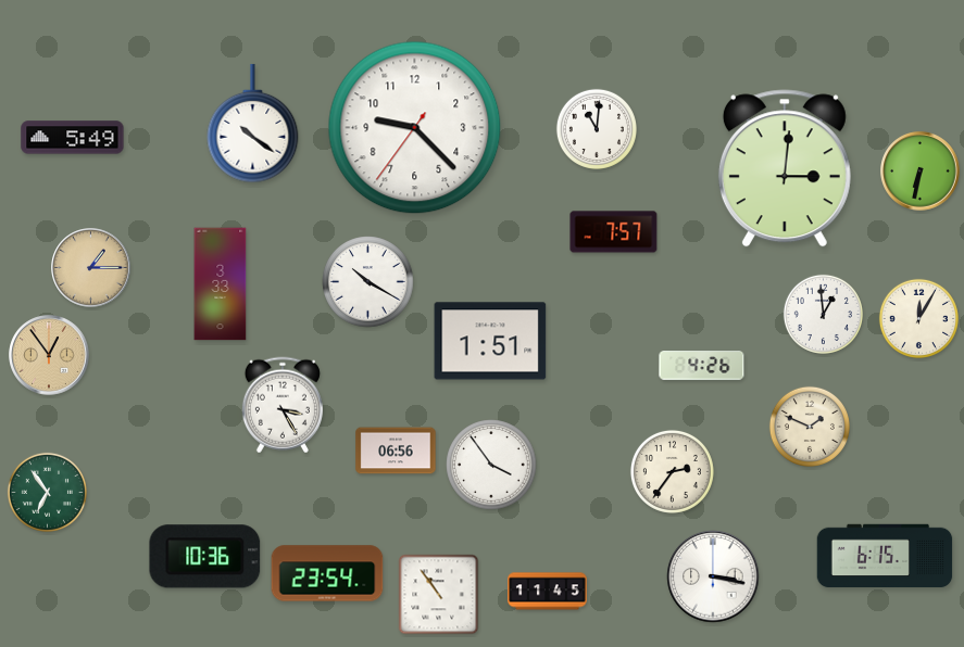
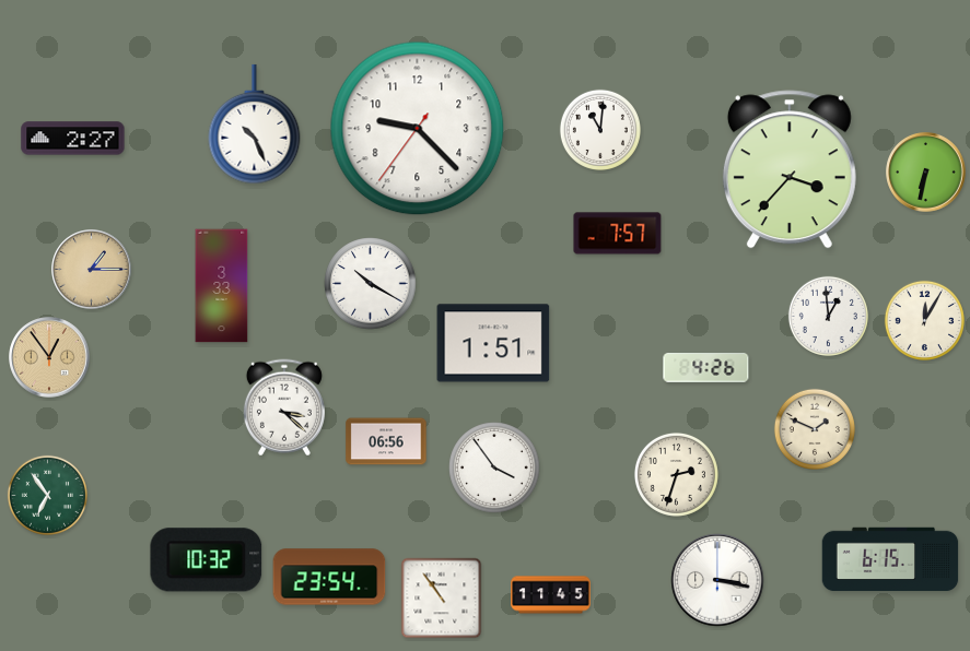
clock at (253, 124): 10:21 -> 10:26
clock at (73, 138): 5:49 -> 2:27
clock at (785, 168): 3:01 -> 3:37
clock at (283, 405): 3:25 -> 3:22
clock at (396, 451) position: (396, 451) -> (386, 441)
clock at (672, 471): 2:36 -> 2:33
clock at (205, 557): 10:36 -> 10:32
